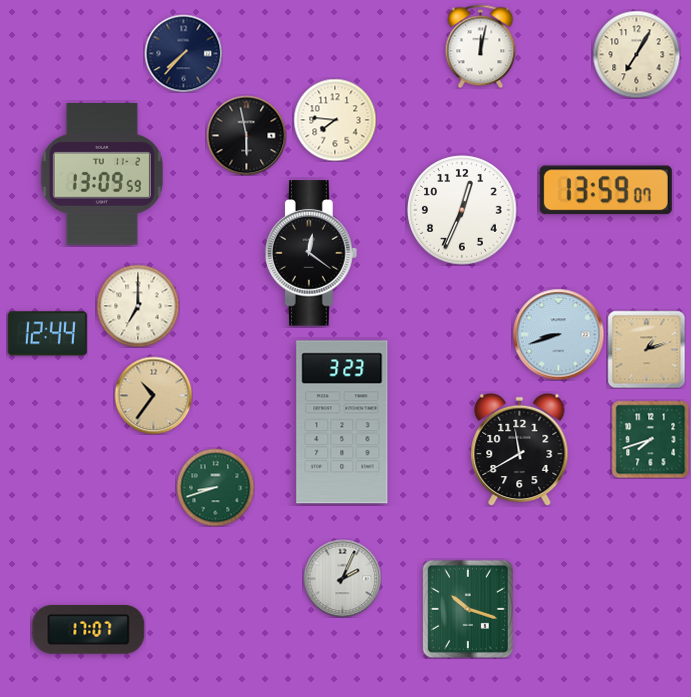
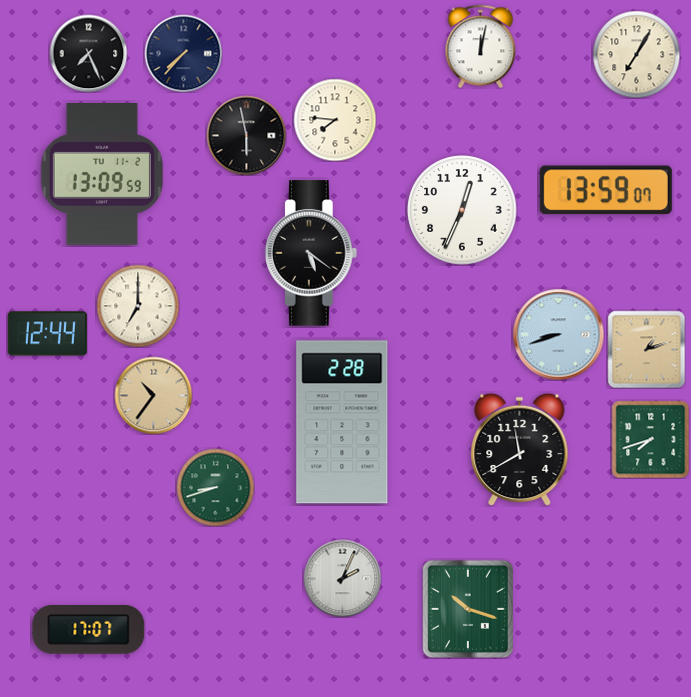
clock at (88, 53): none -> 7:26
clock at (312, 253): 12:21 -> 5:21
clock at (342, 422): 3:23 -> 2:28
